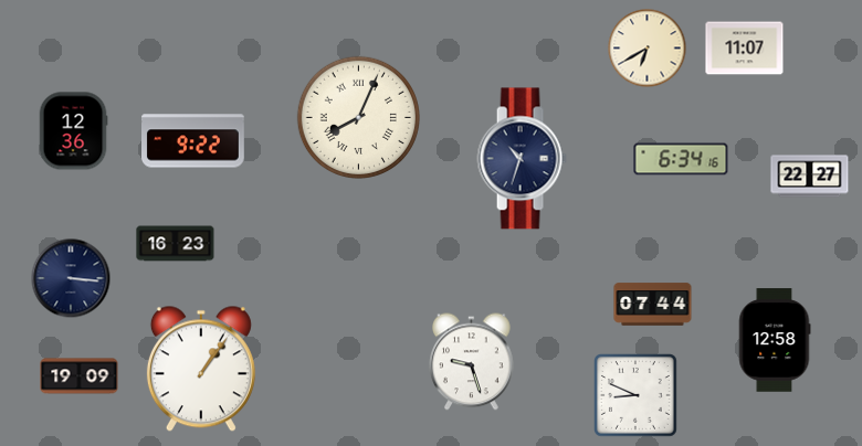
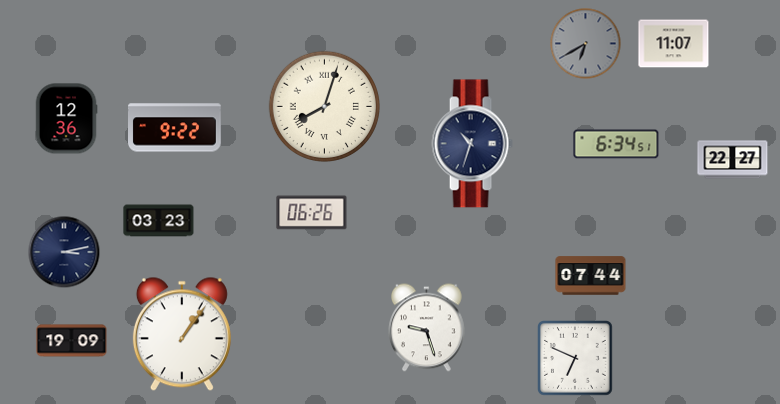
clock at (648, 49) dial: cream -> grey
clock at (358, 117): 8:04 -> 8:03
clock at (681, 159): 6:34:16 -> 6:34:51
clock at (312, 213): none -> 06:26
clock at (176, 244): 16:23 -> 03:23
clock at (71, 278): 3:16 -> 3:13
clock at (775, 340): 12:58 -> none
clock at (637, 396): 8:49 -> 6:49
